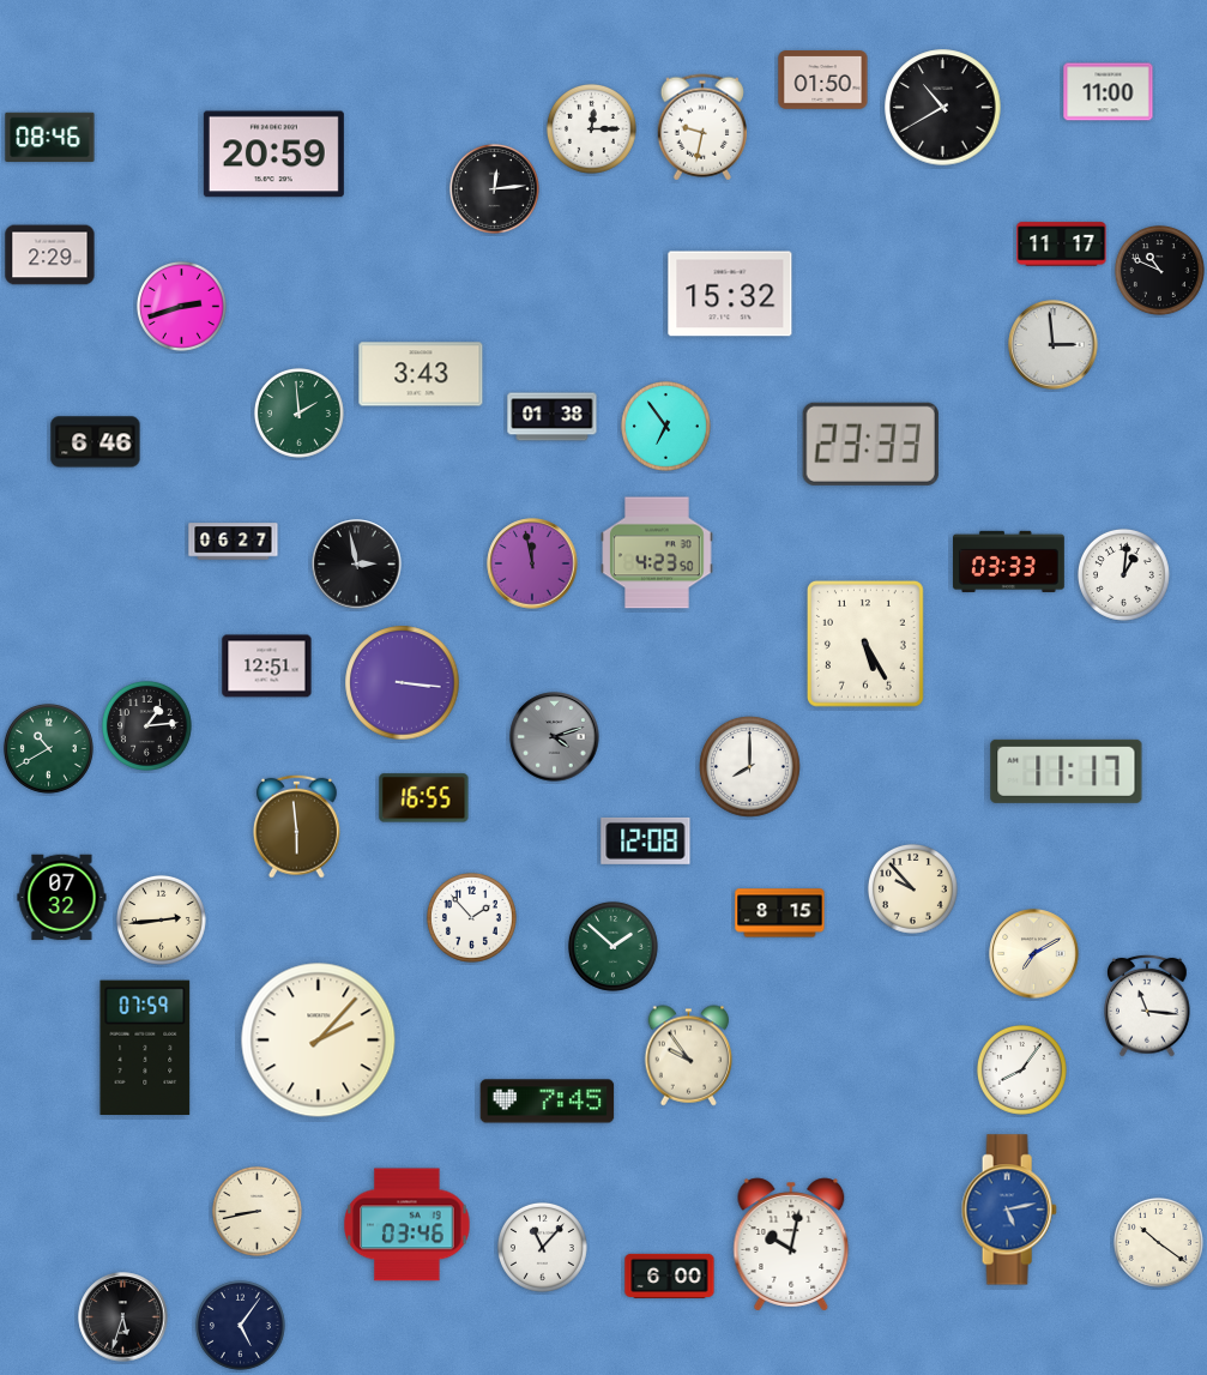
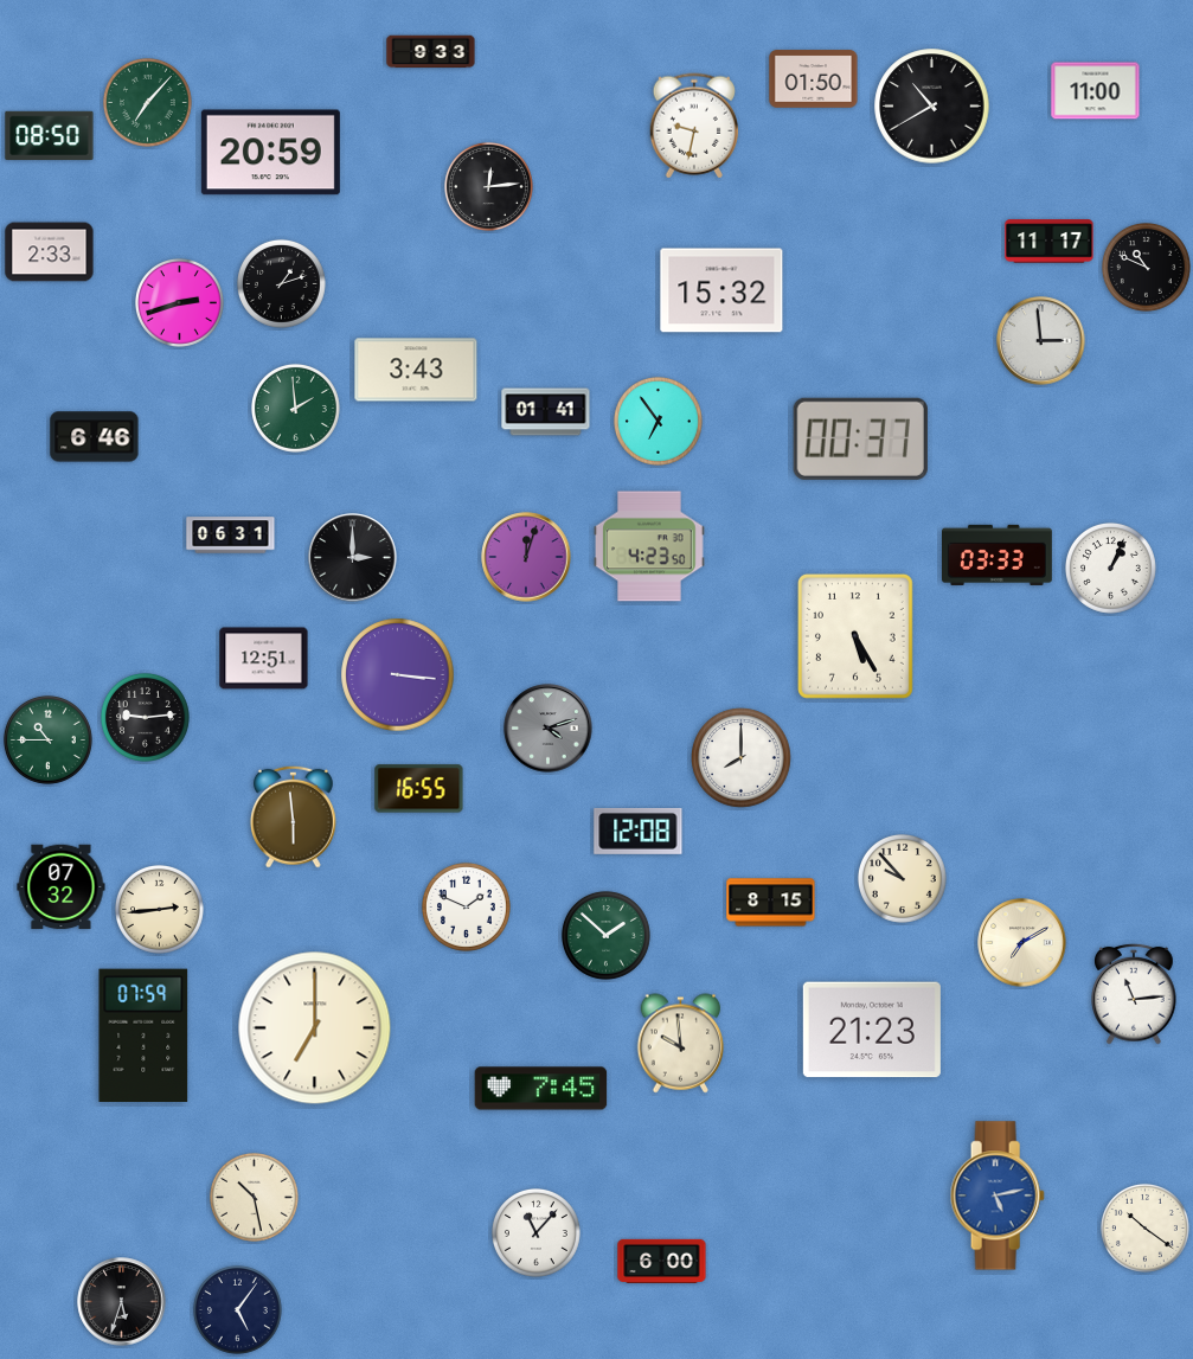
clock at (431, 52): none -> 9:33
clock at (147, 102): none -> 7:07
clock at (591, 128): 12:15 -> none
clock at (50, 137): 08:46 -> 08:50
clock at (50, 255): 2:29 -> 2:33
clock at (281, 283): none -> 1:12
clock at (553, 417): 01:38 -> 01:41
clock at (870, 444): 23:33 -> 00:37
clock at (234, 542): 06:27 -> 06:31
clock at (532, 563): 11:58 -> 12:03
clock at (357, 565): 2:58 -> 3:00
clock at (1123, 575): 1:01 -> 1:04
clock at (146, 725): 1:14 -> 9:14
clock at (48, 748): 10:40 -> 10:45
clock at (1067, 771): 11:17 -> none
clock at (471, 917): 1:53 -> 1:49
clock at (1147, 1006): 11:16 -> 11:14
clock at (319, 1041): 2:07 -> 7:00
clock at (872, 1030): none -> 21:23
clock at (689, 1056): 9:54 -> 9:59
clock at (1021, 1069): 8:06 -> none
clock at (257, 1211): 8:43 -> 10:28
clock at (408, 1225): 03:46 -> none
clock at (791, 1244): 10:02 -> none
